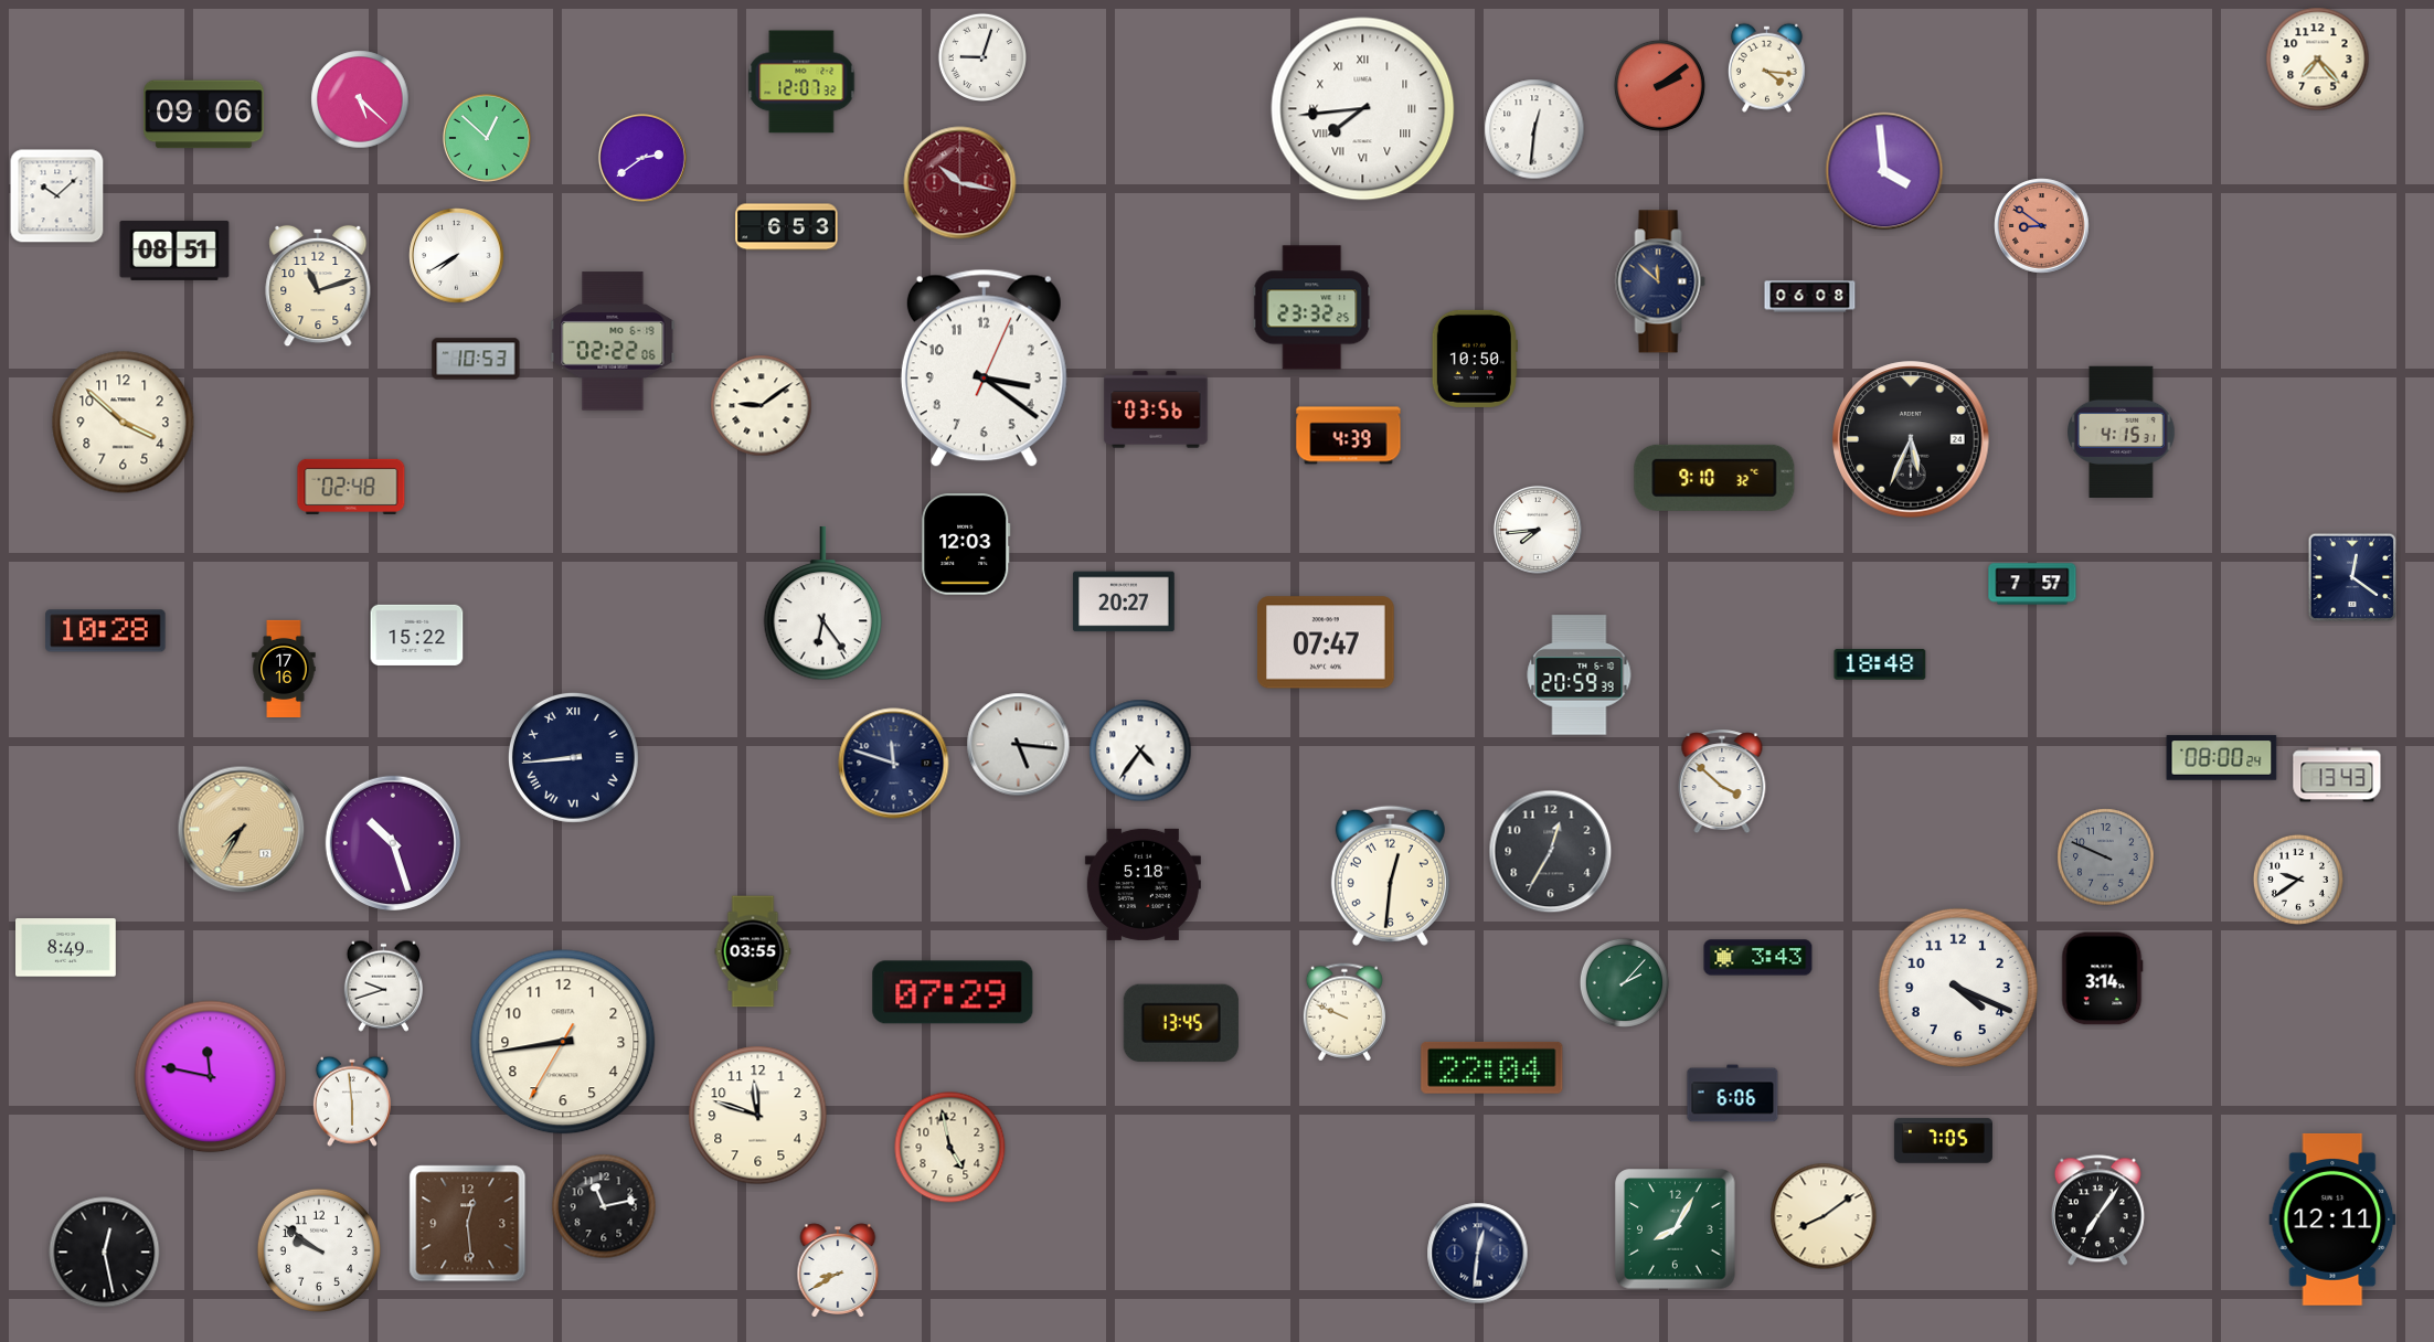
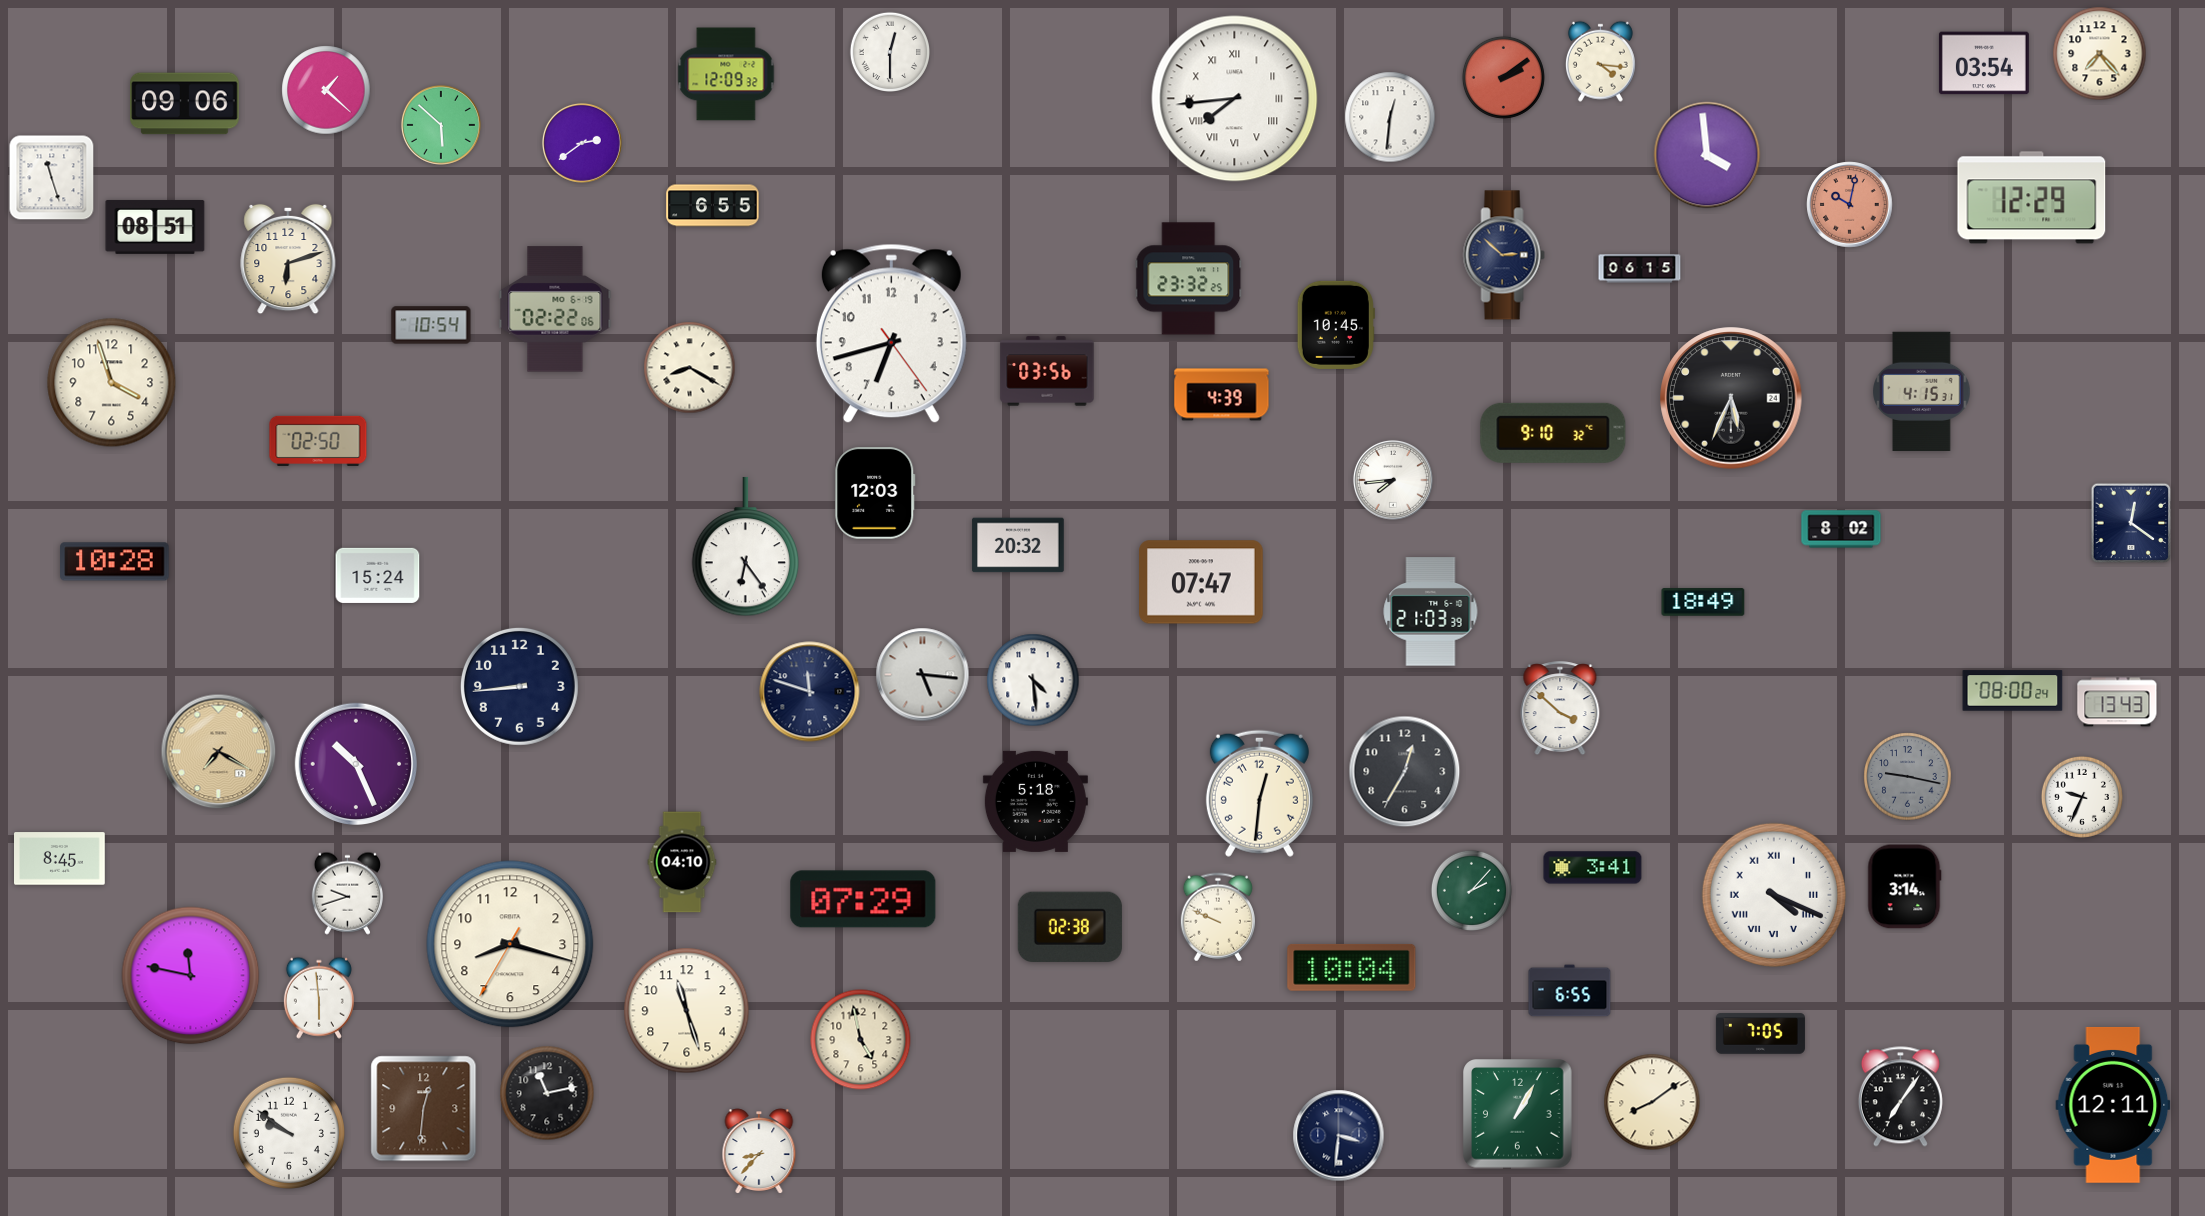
clock at (981, 56): 9:03 -> 12:30
clock at (1984, 63): none -> 03:54
clock at (801, 82): 12:07 -> 12:09
clock at (360, 99): 5:22 -> 1:22
clock at (487, 138): 12:52 -> 5:52
clock at (960, 183): 10:17 -> none
clock at (57, 196): 10:08 -> 11:27
clock at (2032, 198): none -> 12:29
clock at (2042, 226): 8:51 -> 10:02
clock at (787, 227): 6:53 -> 6:55
clock at (174, 251) position: (174, 251) -> (155, 227)
clock at (457, 256): 7:40 -> none
clock at (1660, 281): 11:52 -> 2:52
clock at (318, 286): 11:12 -> 6:12
clock at (1810, 297): 06:08 -> 06:15
clock at (476, 359): 10:53 -> 10:54
clock at (1475, 359): 10:50 -> 10:45
clock at (984, 369): 3:21 -> 6:42
clock at (762, 406): 9:09 -> 8:20
clock at (124, 423): 3:52 -> 3:57
clock at (351, 487): 02:48 -> 02:50
clock at (2032, 584): 7:57 -> 8:02
clock at (1124, 601): 20:27 -> 20:32
clock at (106, 631) position: (106, 631) -> (115, 562)
clock at (417, 635): 15:22 -> 15:24
clock at (1880, 664): 18:48 -> 18:49
clock at (284, 668): 17:16 -> none
clock at (1580, 675): 20:59 -> 21:03
clock at (1140, 750): 4:36 -> 4:29
clock at (573, 757) numerals: Roman -> Arabic
clock at (2222, 758) position: (2222, 758) -> (2013, 691)
clock at (242, 830): 7:35 -> 7:20
clock at (392, 842): 10:27 -> 10:26
clock at (2106, 858): 9:49 -> 9:17
clock at (2298, 880): 9:39 -> 9:34
clock at (66, 948): 8:49 -> 8:45
clock at (753, 951): 03:55 -> 04:10
clock at (1758, 958): 3:43 -> 3:41
clock at (1958, 988) numerals: Arabic -> Roman
clock at (1181, 1022): 13:45 -> 02:38
clock at (563, 1042): 8:43 -> 8:17
clock at (1492, 1067): 22:04 -> 10:04
clock at (1733, 1094): 6:06 -> 6:55
clock at (758, 1116): 11:48 -> 11:27
clock at (468, 1224): 12:29 -> 12:31
clock at (1676, 1229): 8:05 -> 1:05
clock at (105, 1253): 12:28 -> none
clock at (1478, 1254): 12:31 -> 3:31
clock at (838, 1270): 8:40 -> 8:37
